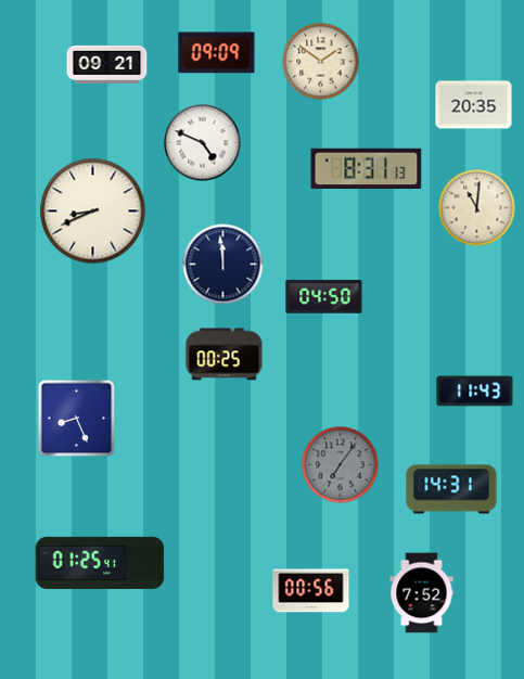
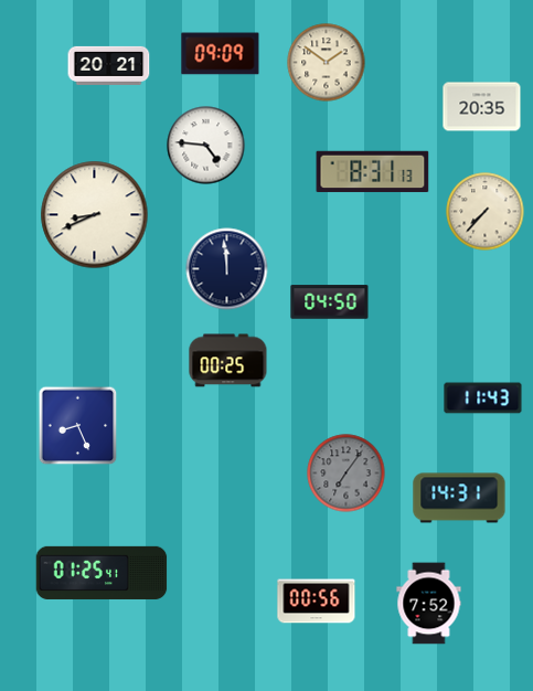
clock at (107, 64): 09:21 -> 20:21
clock at (203, 143): 4:49 -> 4:46
clock at (477, 208): 11:01 -> 7:37
